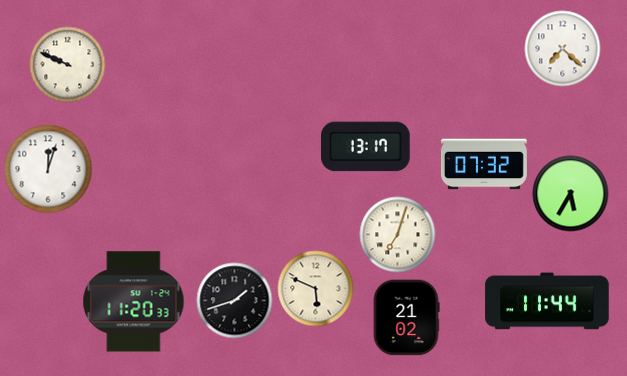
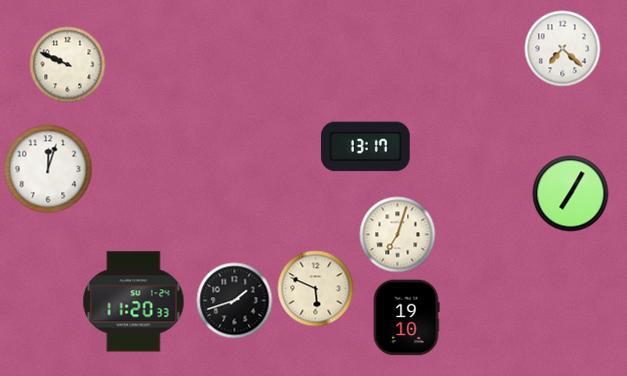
clock at (484, 164): 07:32 -> none
clock at (571, 194): 5:35 -> 7:05
clock at (547, 301): 11:44 -> none
clock at (406, 318): 21:02 -> 19:10
